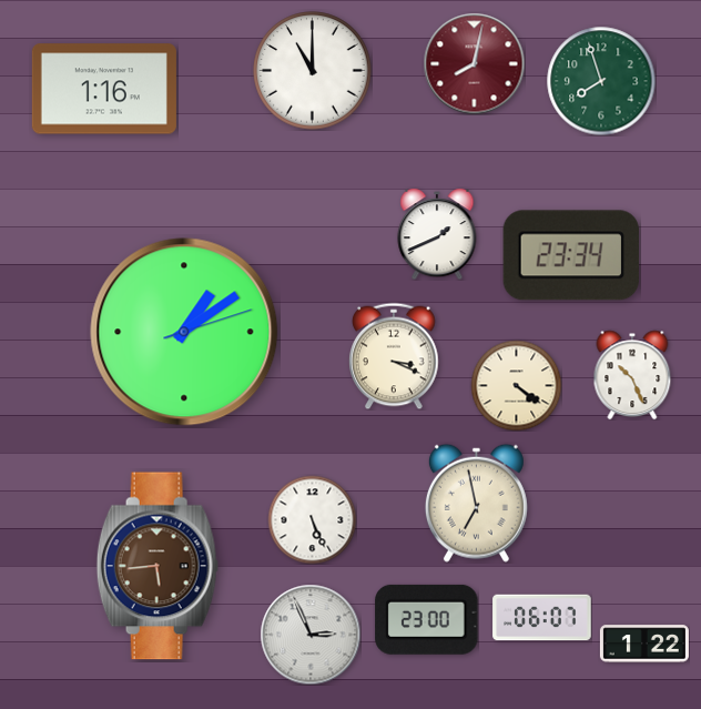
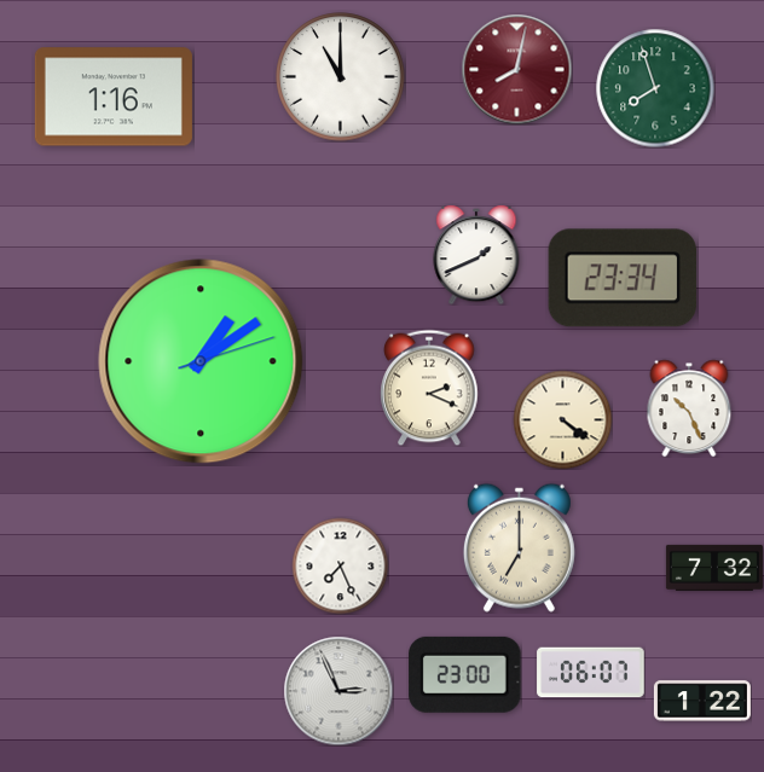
clock at (394, 356): 3:19 -> 2:19
clock at (476, 503): 6:58 -> 7:00
clock at (312, 519): 5:26 -> 7:26
clock at (714, 568): none -> 7:32
clock at (158, 566): 5:44 -> none
